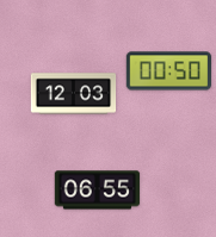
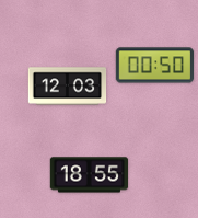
clock at (98, 191): 06:55 -> 18:55
